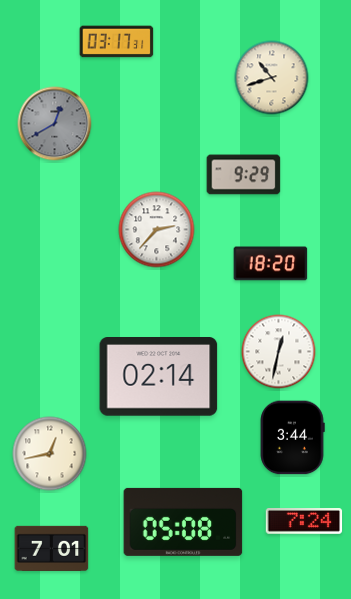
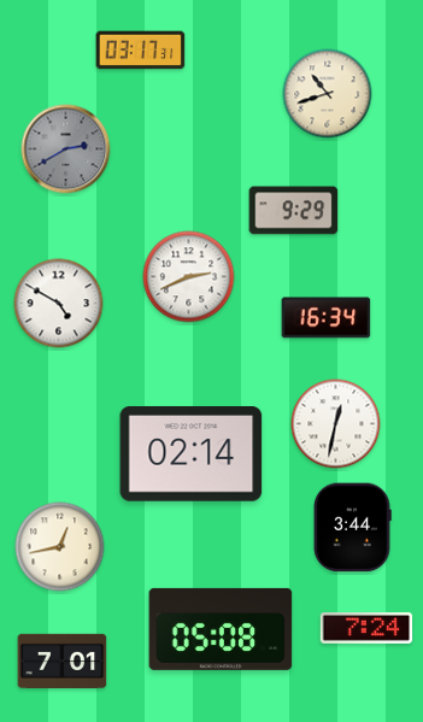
clock at (55, 124): 12:40 -> 2:40
clock at (157, 230): 2:37 -> 2:41
clock at (59, 304): none -> 4:50
clock at (271, 264): 18:20 -> 16:34
